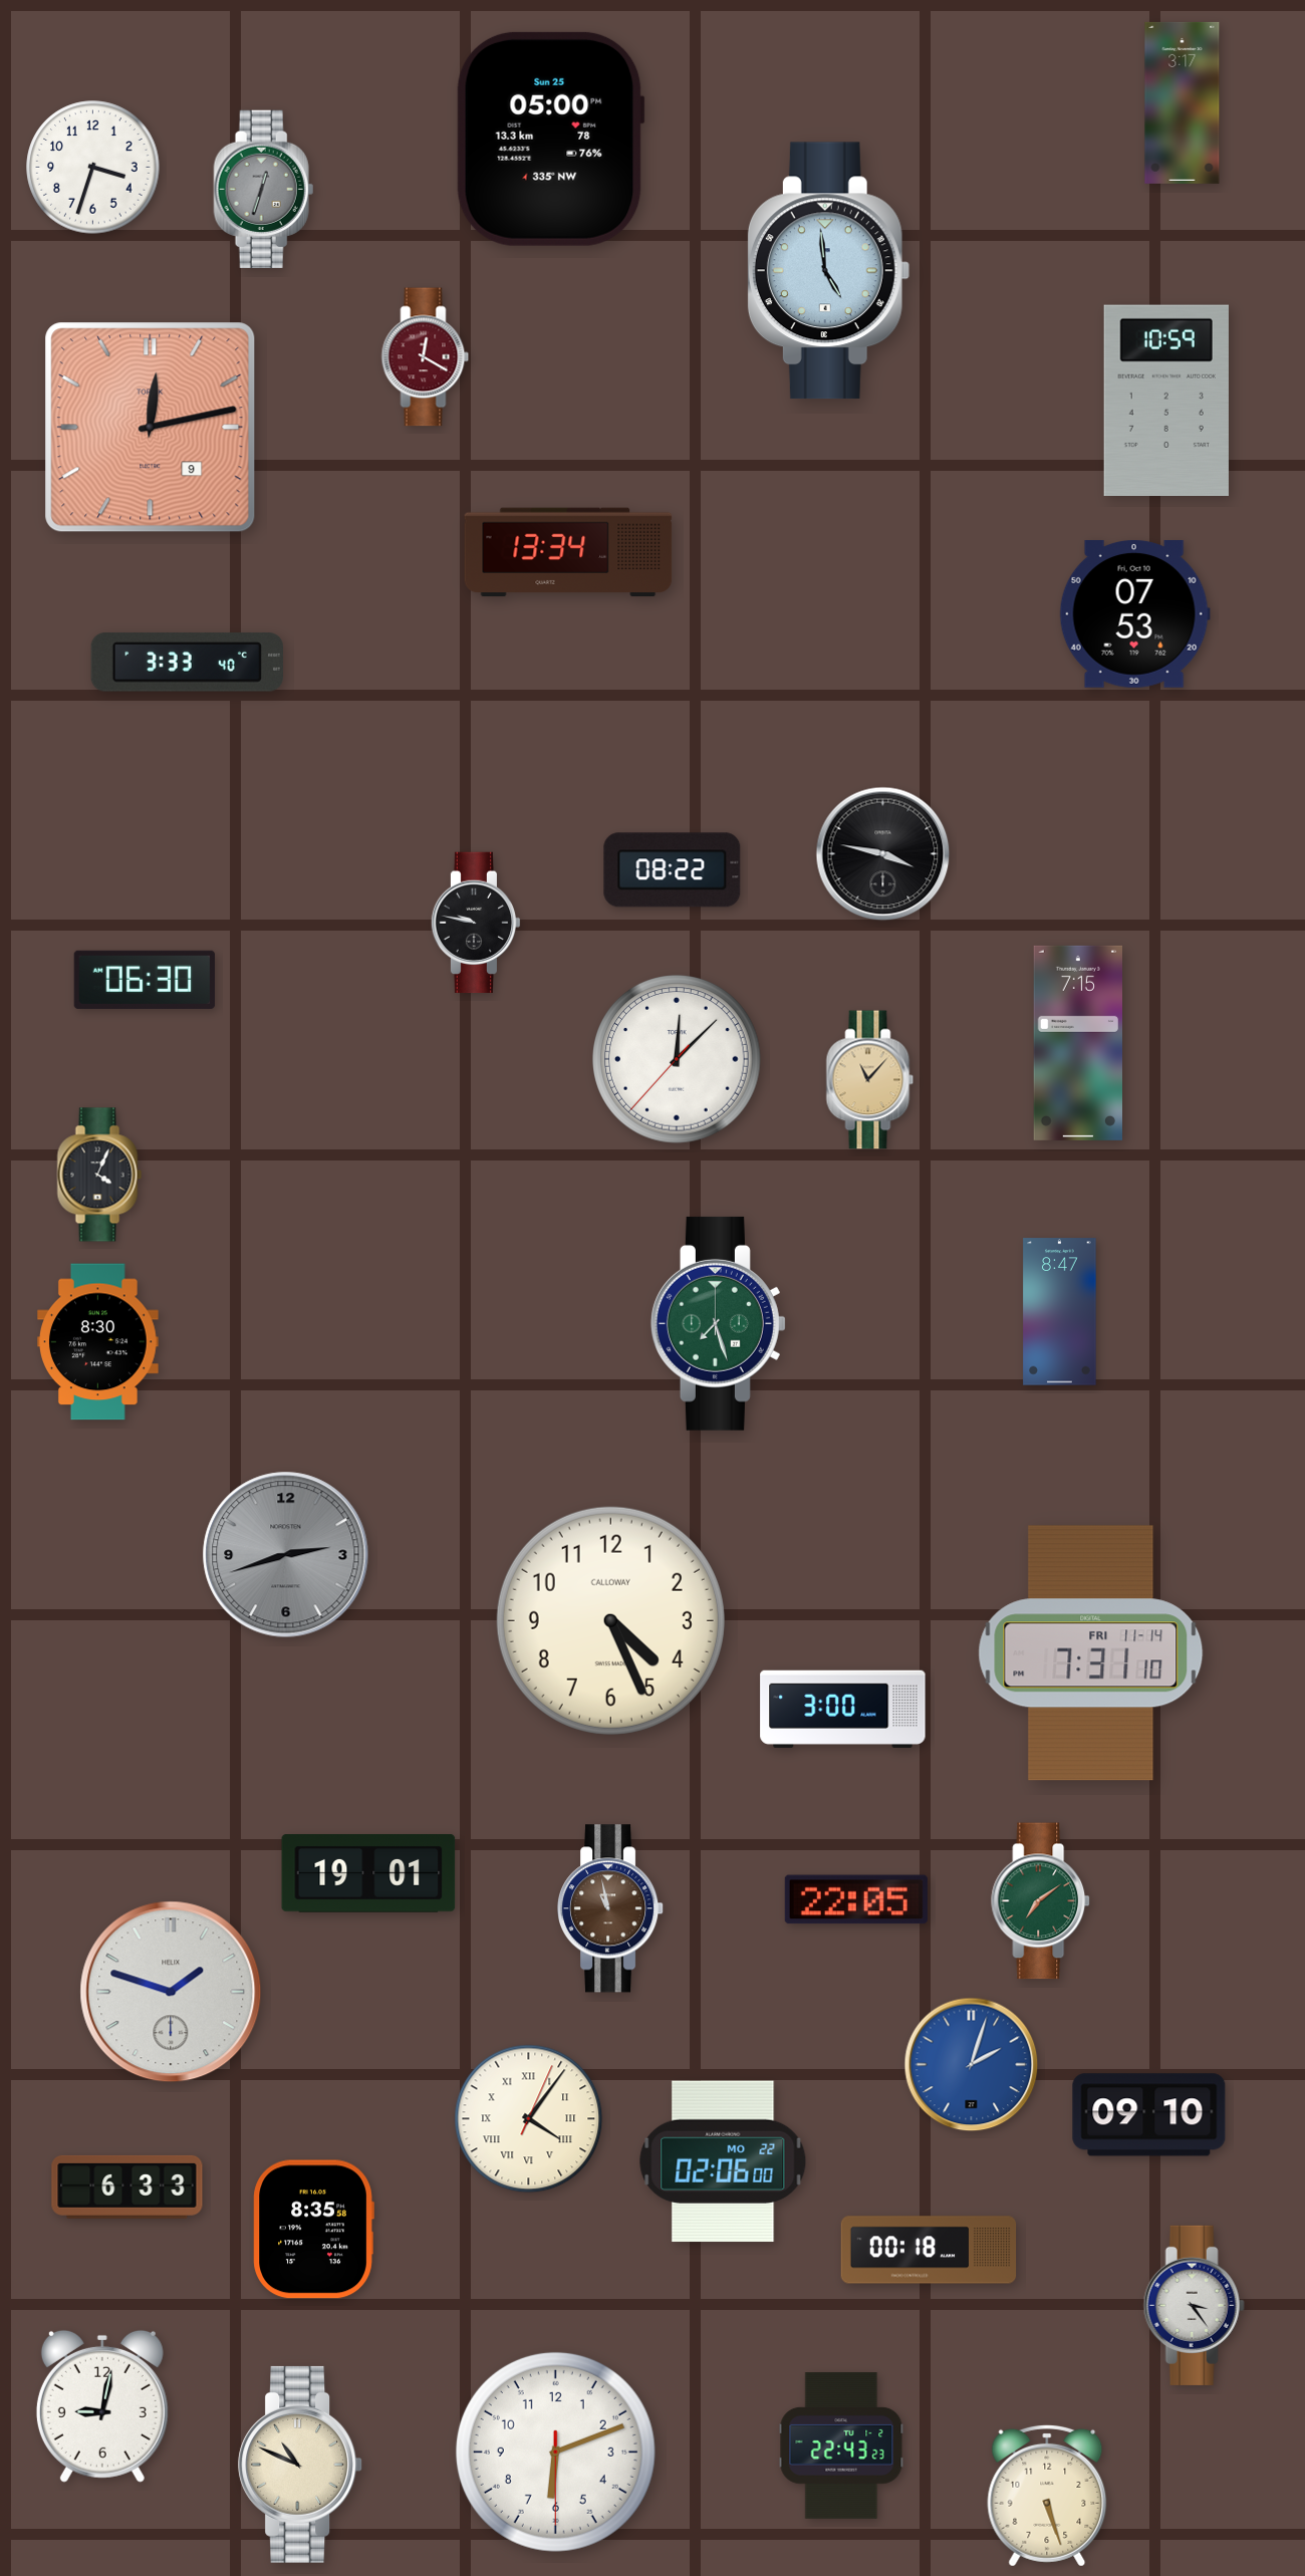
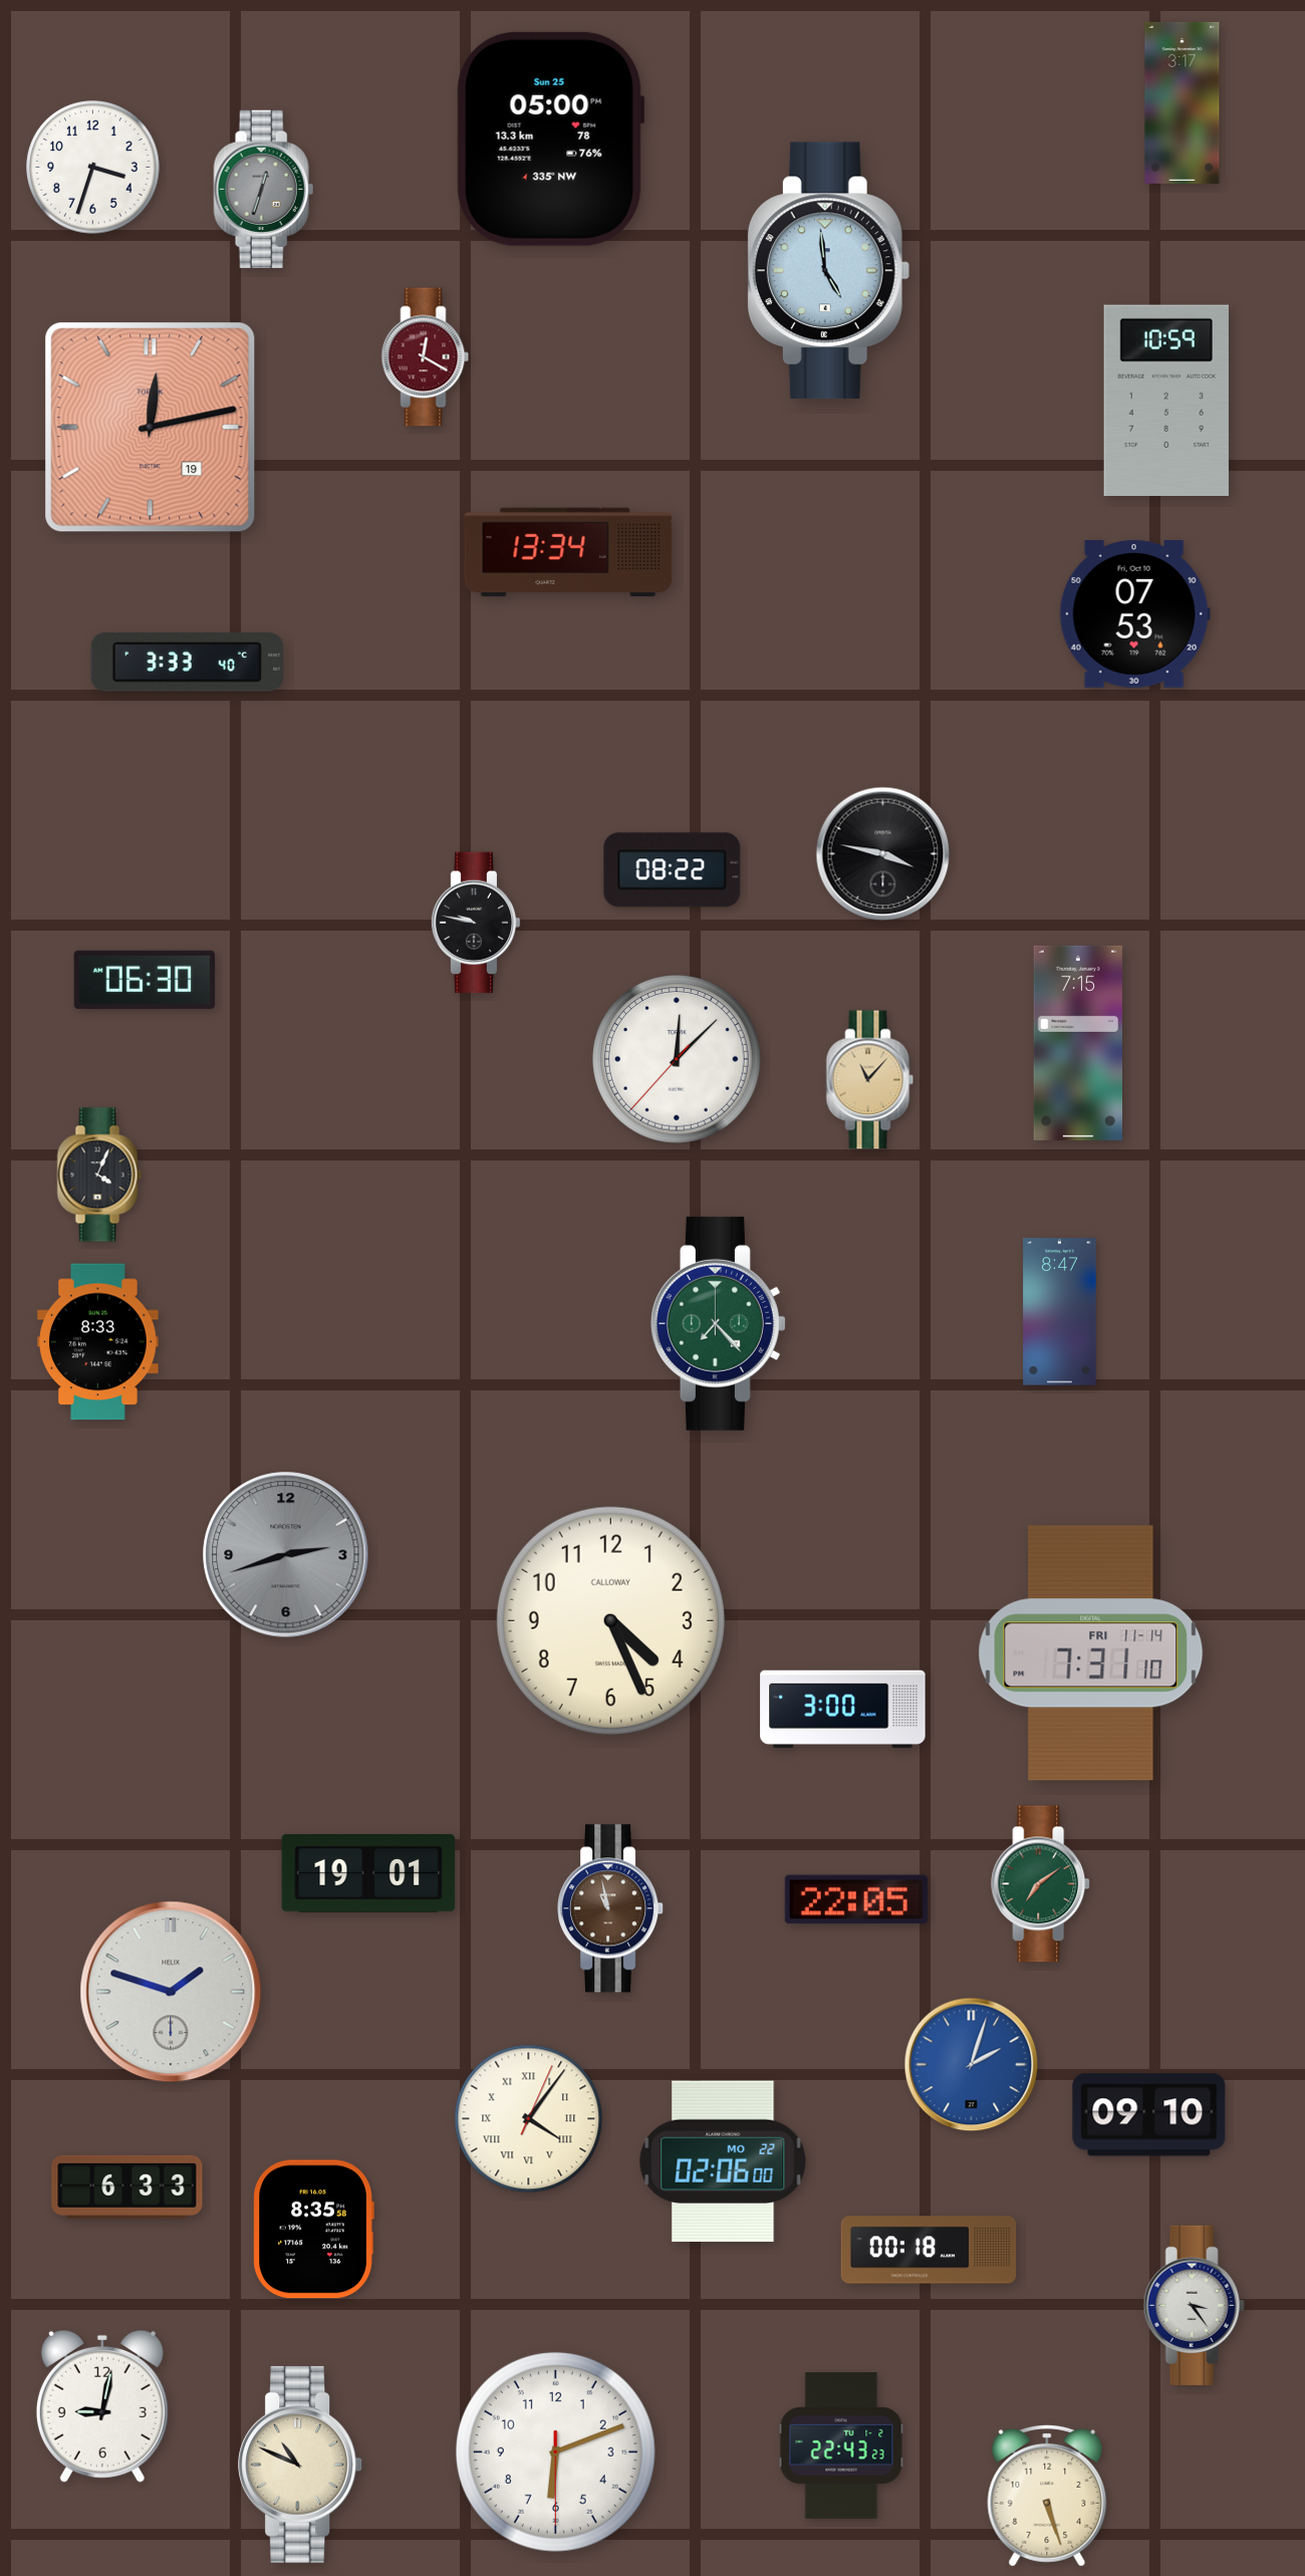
clock at (151, 428) date: 9 -> 19
clock at (718, 1323): 7:27 -> 7:23
clock at (98, 1342): 8:30 -> 8:33
clock at (1041, 1901) position: (1041, 1901) -> (1041, 1884)
